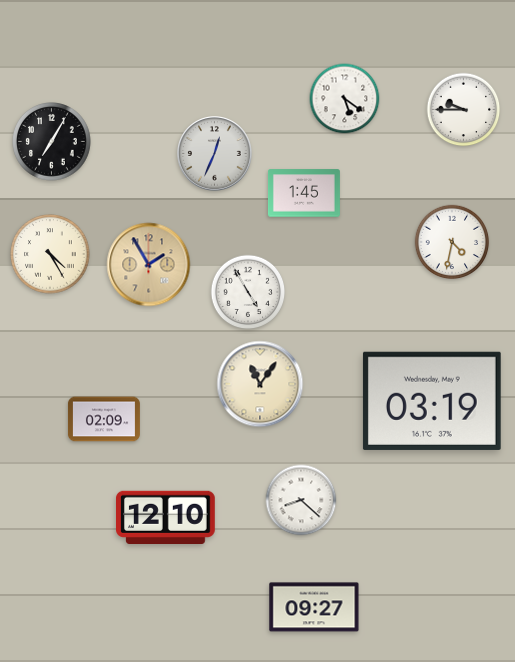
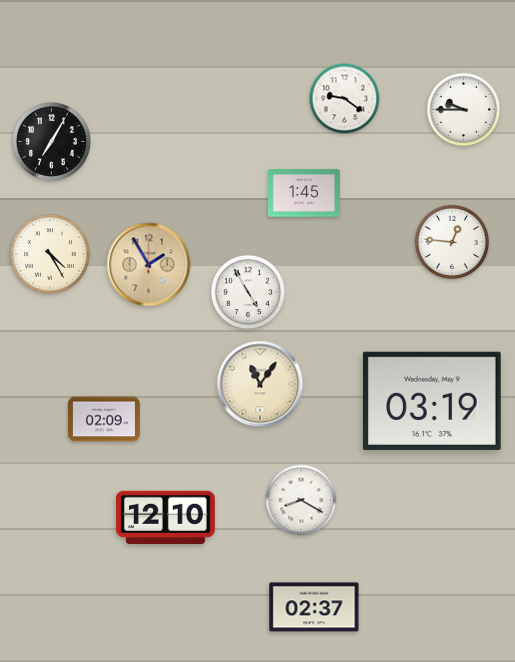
clock at (345, 99): 5:21 -> 9:21
clock at (215, 154): 12:34 -> none
clock at (452, 242): 4:32 -> 12:46
clock at (301, 500): 8:22 -> 8:20
clock at (314, 607): 09:27 -> 02:37
